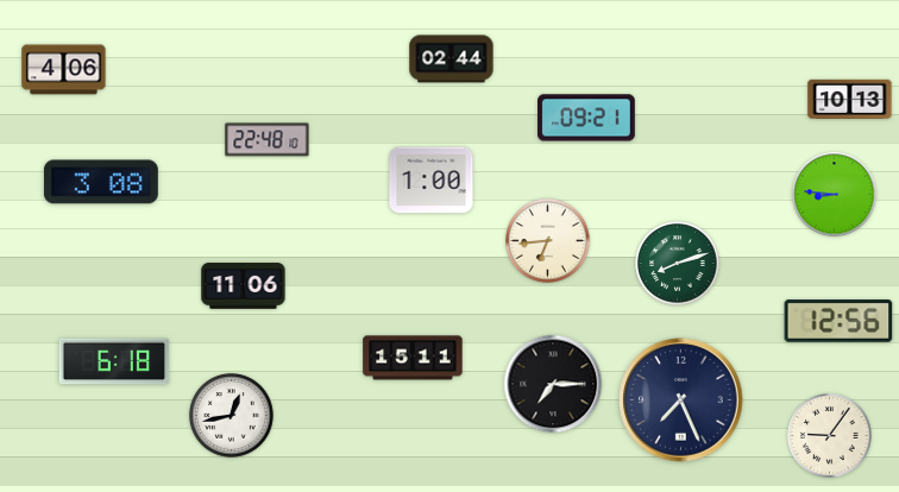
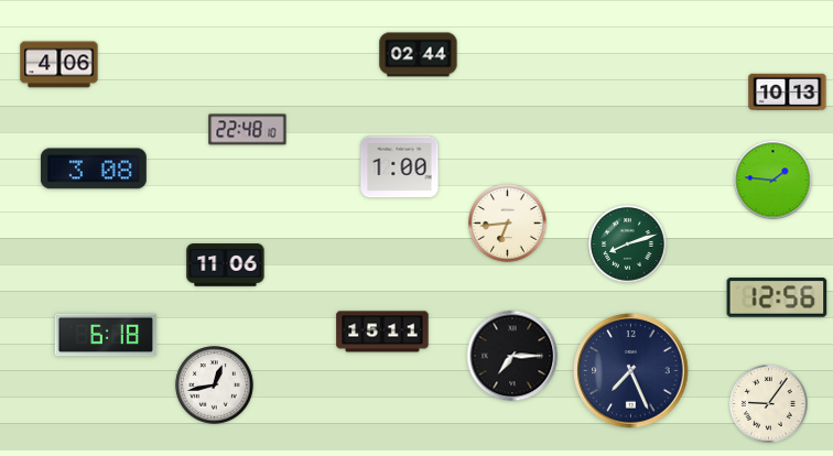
clock at (586, 118): 09:21 -> none
clock at (835, 195): 8:46 -> 1:46
